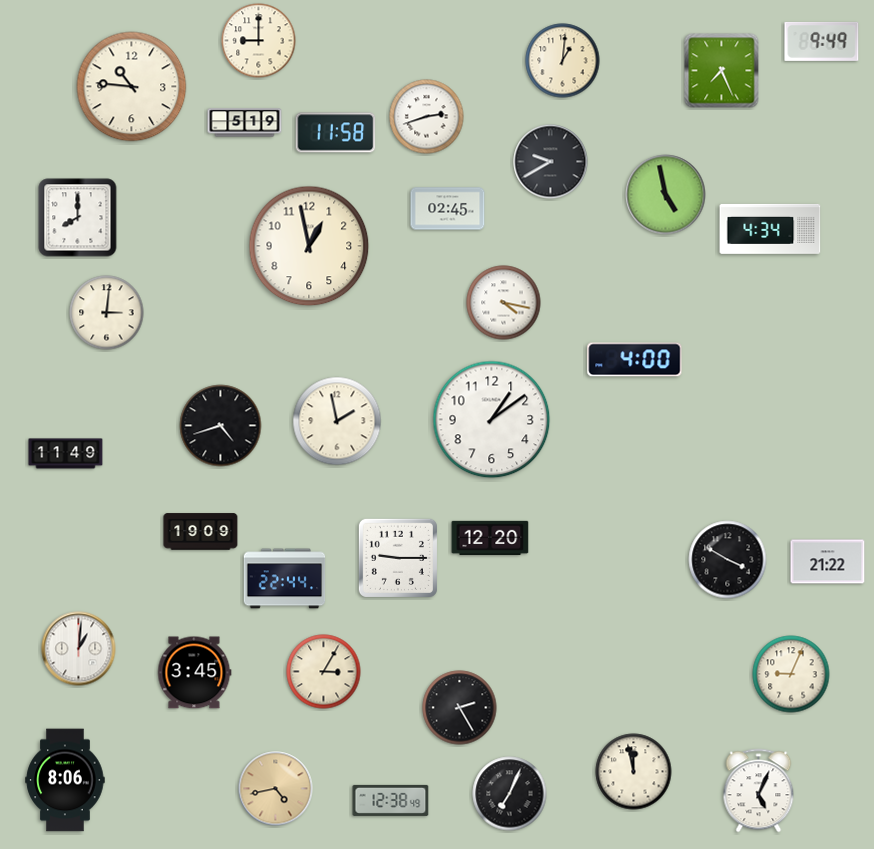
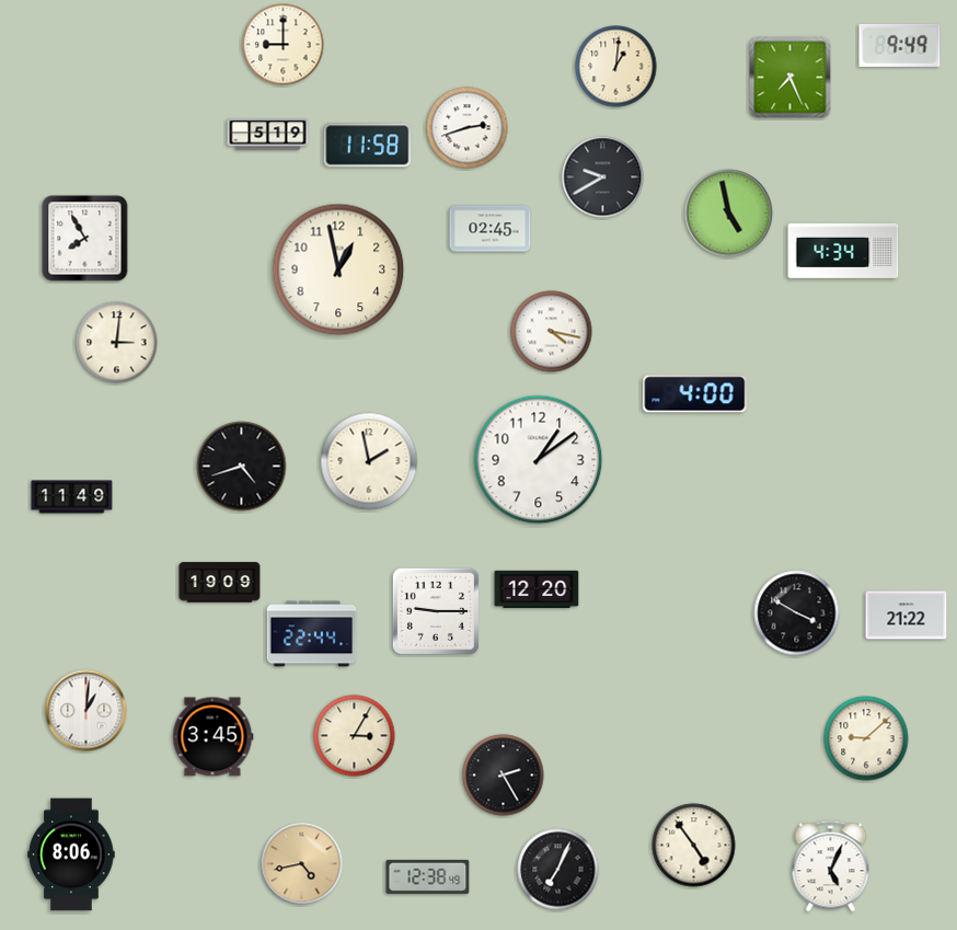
clock at (132, 87): 10:46 -> none
clock at (78, 218): 8:00 -> 7:55
clock at (791, 674): 9:04 -> 9:08
clock at (634, 772): 11:58 -> 4:54
